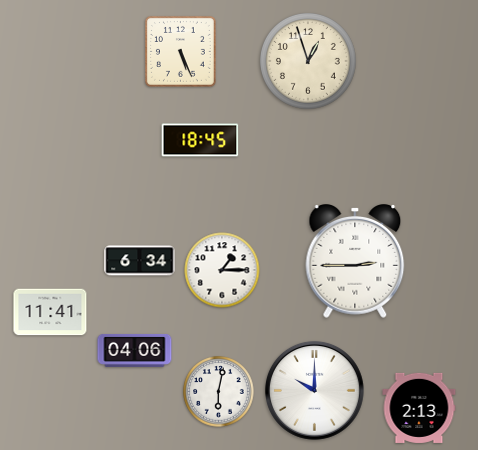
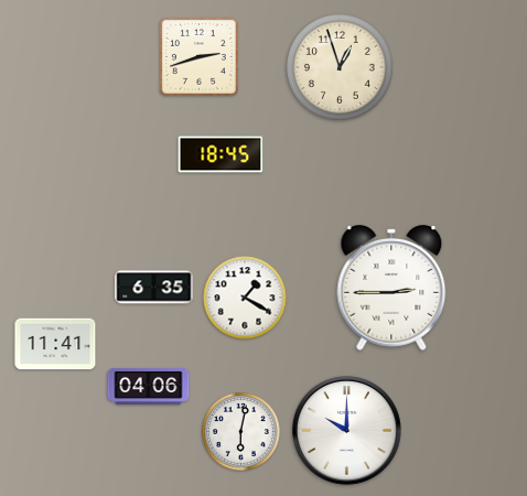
clock at (181, 52): 5:26 -> 2:42
clock at (140, 261): 6:34 -> 6:35
clock at (222, 270): 1:15 -> 1:20
clock at (419, 408): 2:13 -> none
